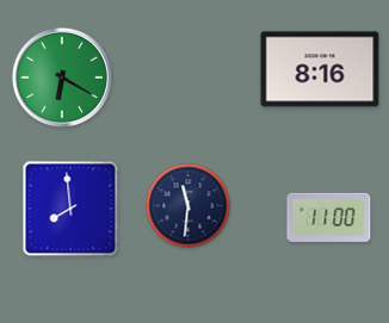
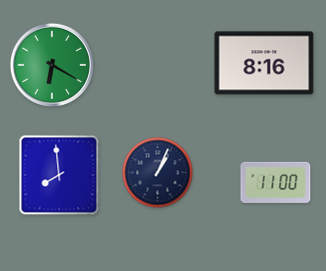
clock at (320, 69) position: (320, 69) -> (264, 63)
clock at (189, 206): 11:31 -> 1:04
